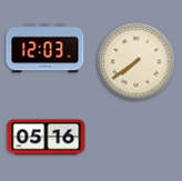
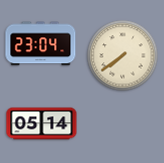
clock at (46, 49): 12:03 -> 23:04
clock at (47, 138): 05:16 -> 05:14
